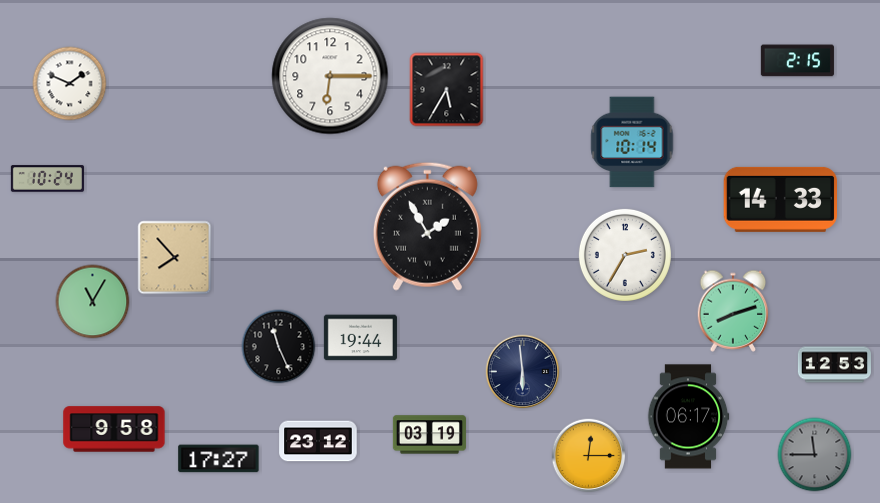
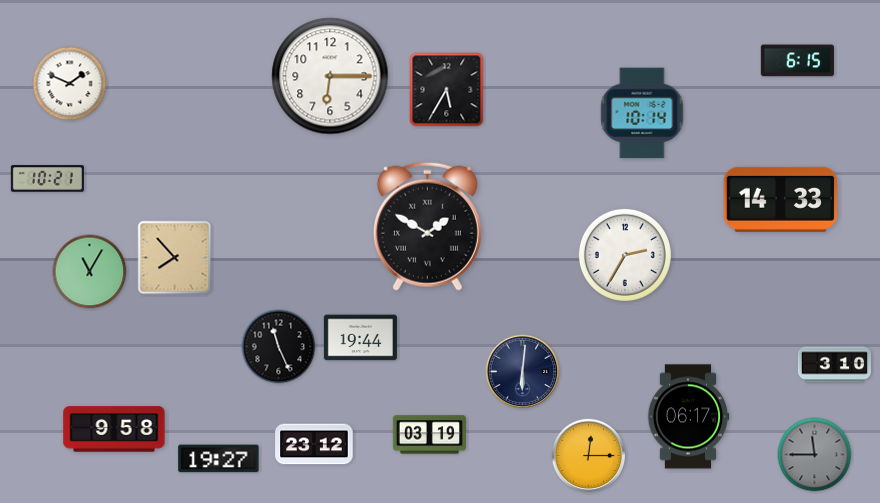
clock at (797, 61): 2:15 -> 6:15
clock at (632, 142) position: (632, 142) -> (642, 113)
clock at (47, 179): 10:24 -> 10:21
clock at (427, 226): 1:55 -> 1:50
clock at (93, 302) position: (93, 302) -> (90, 272)
clock at (733, 311): 8:12 -> none
clock at (834, 365): 12:53 -> 3:10
clock at (523, 372): 5:59 -> 6:01
clock at (318, 441) position: (318, 441) -> (314, 444)
clock at (219, 459): 17:27 -> 19:27
